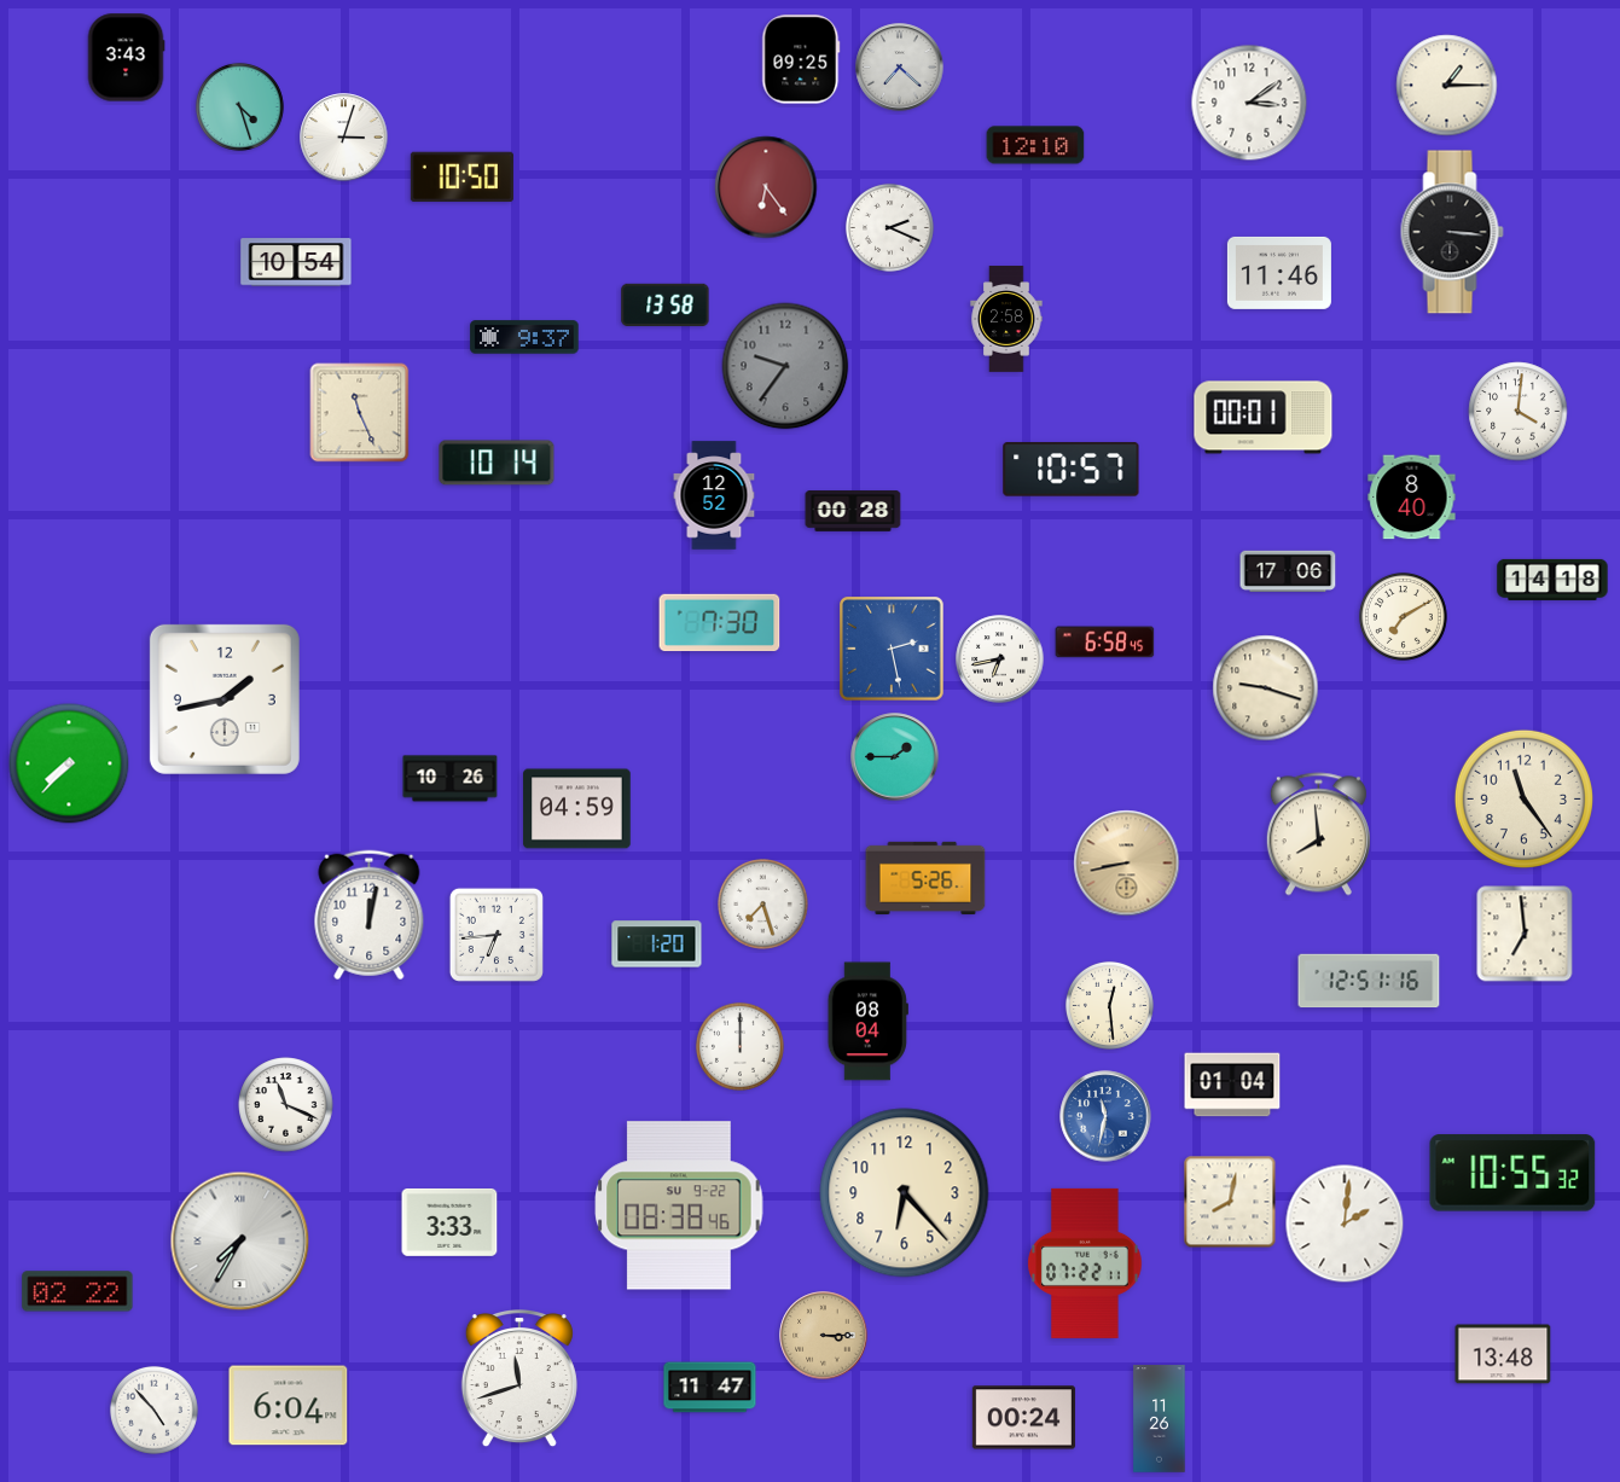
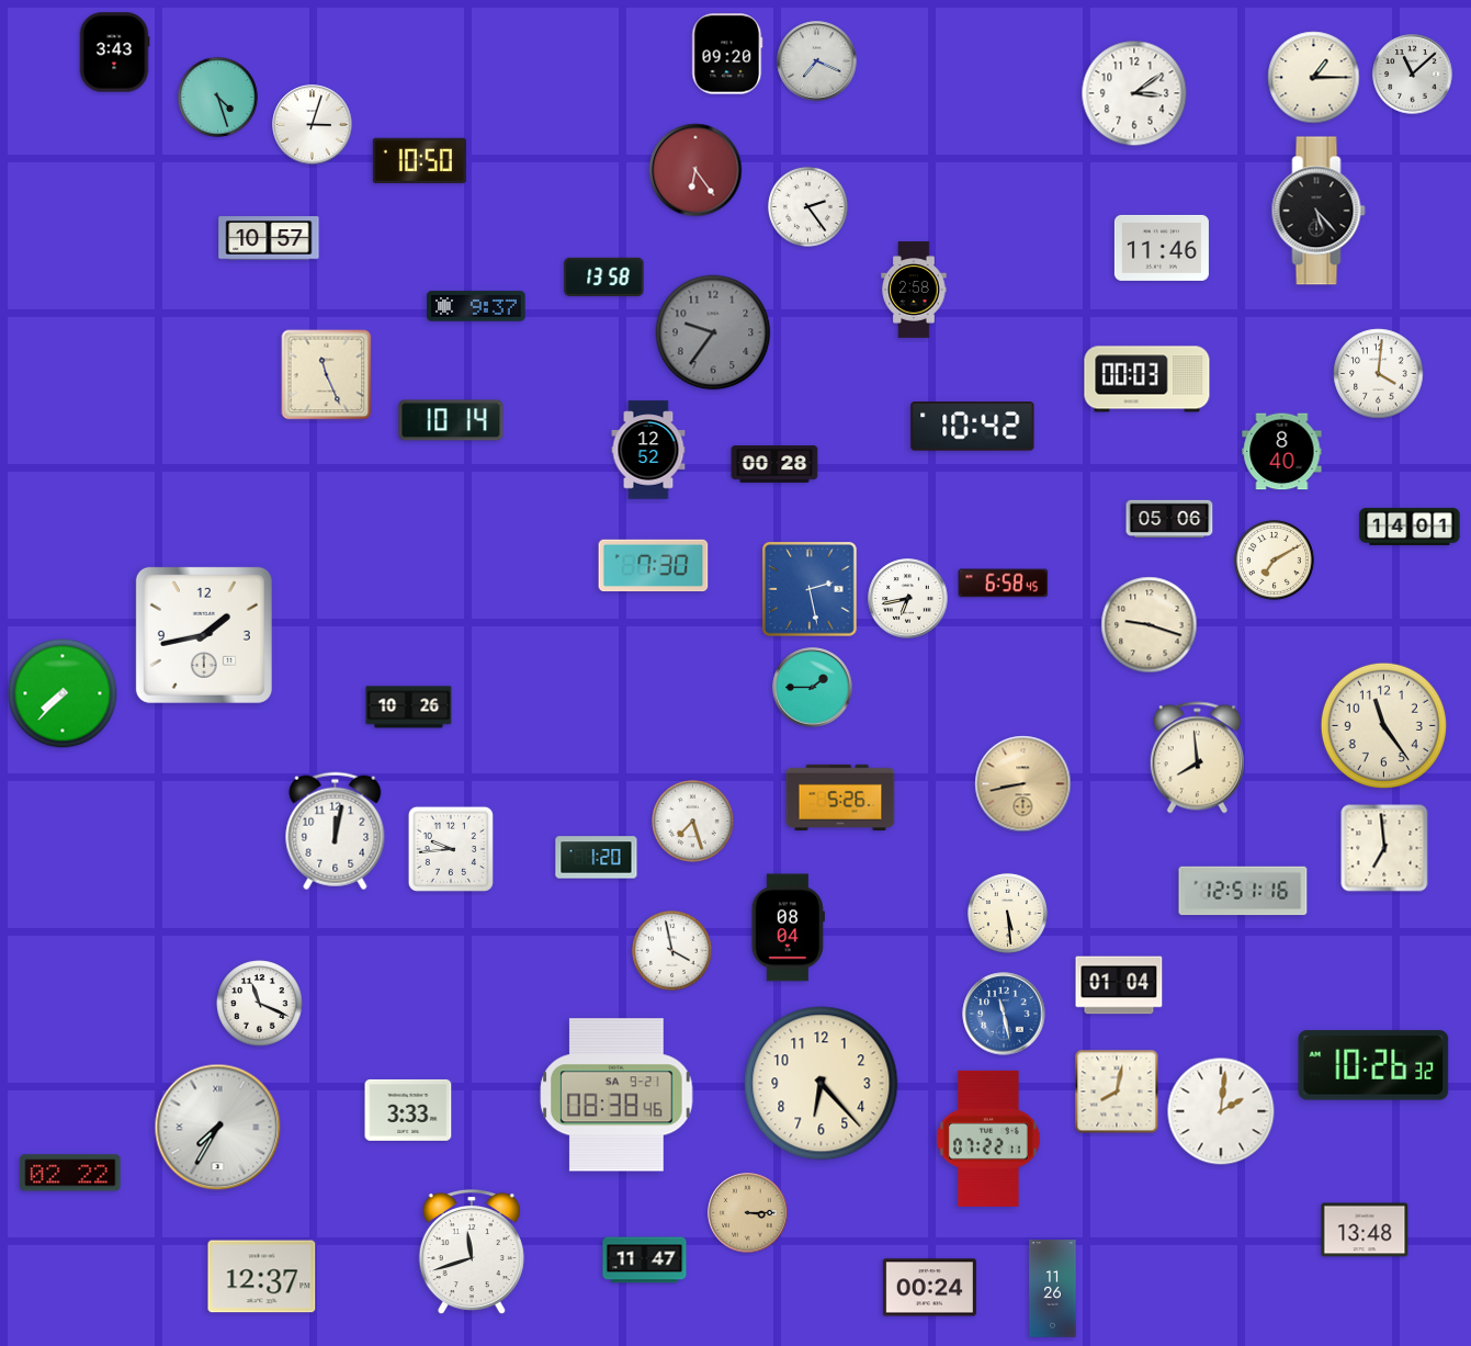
clock at (801, 59): 09:25 -> 09:20
clock at (900, 68): 7:22 -> 7:19
clock at (1413, 75): none -> 11:08
clock at (1035, 145): 12:10 -> none
clock at (889, 227): 2:19 -> 2:24
clock at (1452, 232): 3:16 -> 5:23
clock at (296, 262): 10:54 -> 10:57
clock at (1264, 418): 00:01 -> 00:03
clock at (1072, 470): 10:57 -> 10:42
clock at (1288, 571): 17:06 -> 05:06
clock at (1552, 580): 14:18 -> 14:01
clock at (577, 809): 04:59 -> none
clock at (497, 935): 6:44 -> 9:44
clock at (1109, 1005): 12:29 -> 5:29
clock at (739, 1046): 12:00 -> 3:58
clock at (1105, 1116): 11:32 -> 11:28
clock at (1512, 1173): 10:55 -> 10:26
clock at (679, 1205) date: SU 9-22 -> SA 9-21
clock at (1085, 1263) position: (1085, 1263) -> (988, 1139)
clock at (289, 1406): 6:04 -> 12:37
clock at (153, 1410): 4:53 -> none
